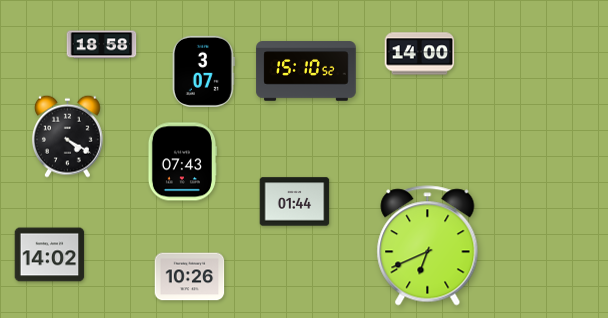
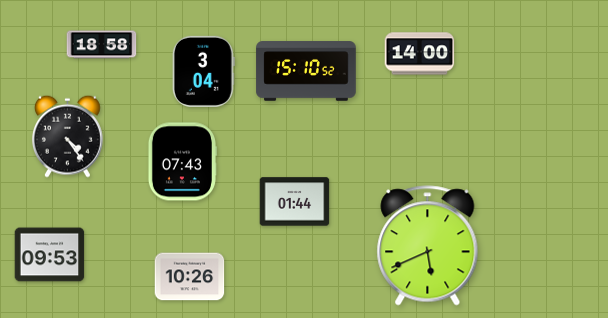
clock at (203, 71): 3:07 -> 3:04
clock at (67, 136): 4:20 -> 4:24
clock at (428, 246): 6:41 -> 5:41
clock at (50, 255): 14:02 -> 09:53
